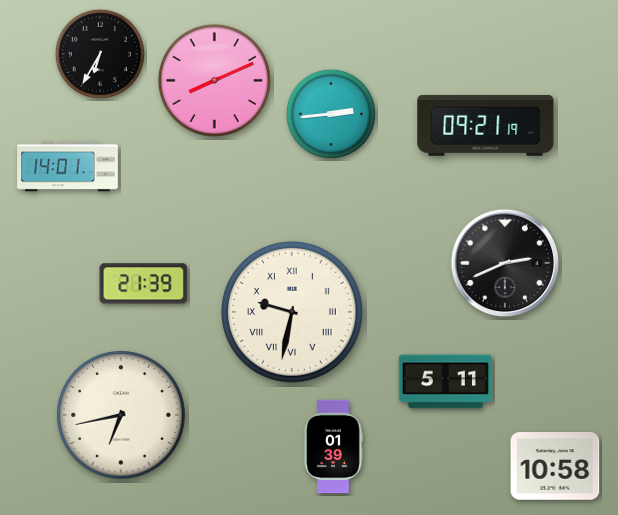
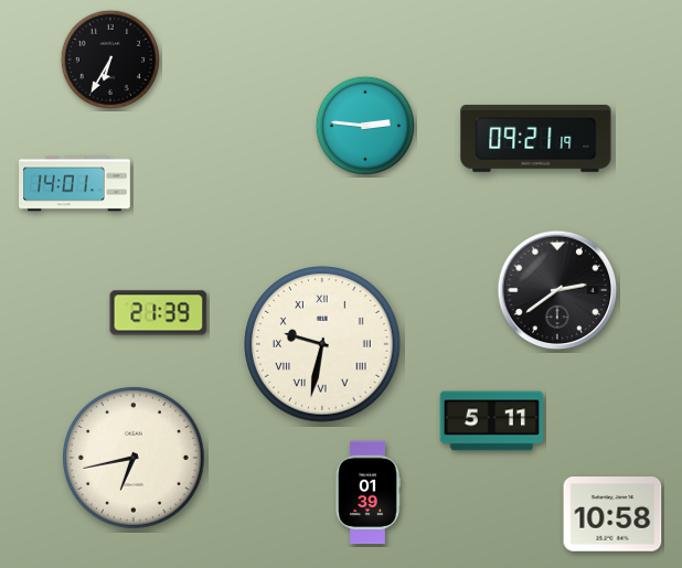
clock at (214, 80): 8:11 -> none
clock at (331, 114): 2:44 -> 2:46
clock at (505, 263): 2:41 -> 2:39
